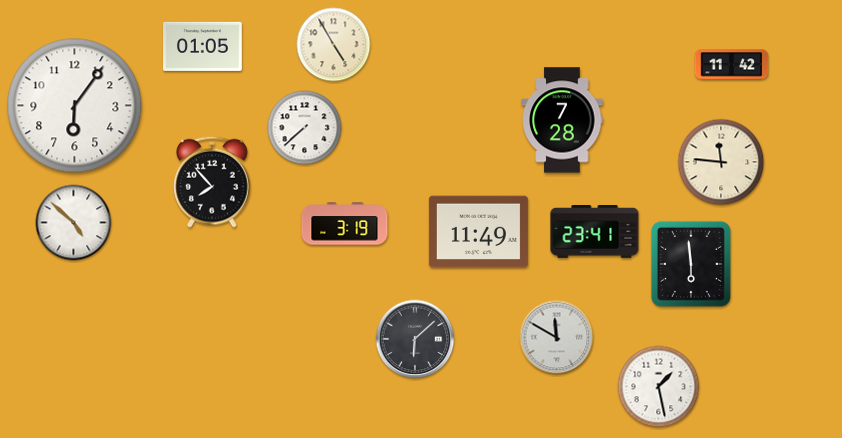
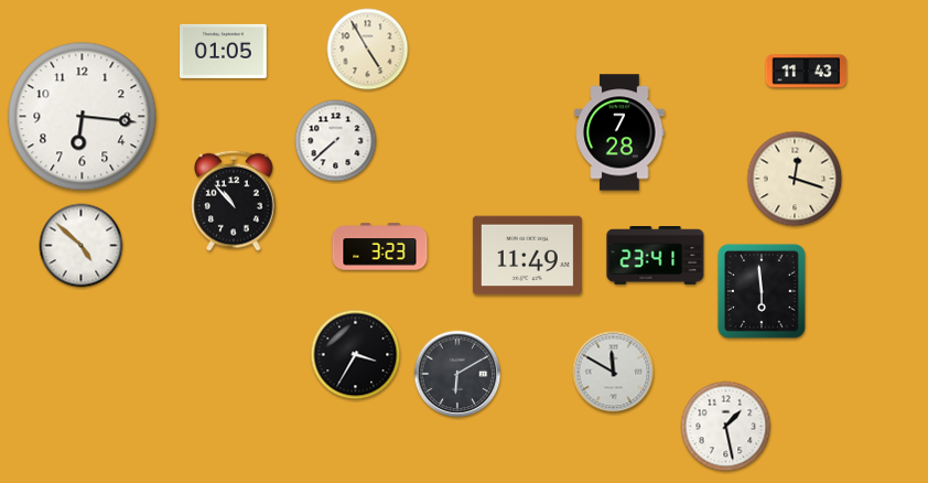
clock at (732, 65): 11:42 -> 11:43
clock at (75, 106): 6:06 -> 6:16
clock at (721, 162): 11:46 -> 12:18
clock at (212, 182): 7:53 -> 10:53
clock at (345, 224): 3:19 -> 3:23
clock at (356, 355): none -> 3:35
clock at (415, 339): 6:08 -> 6:10
